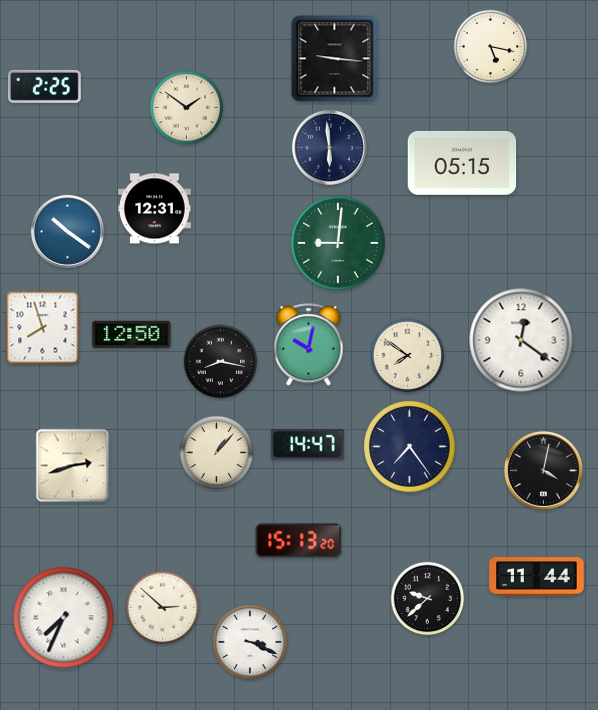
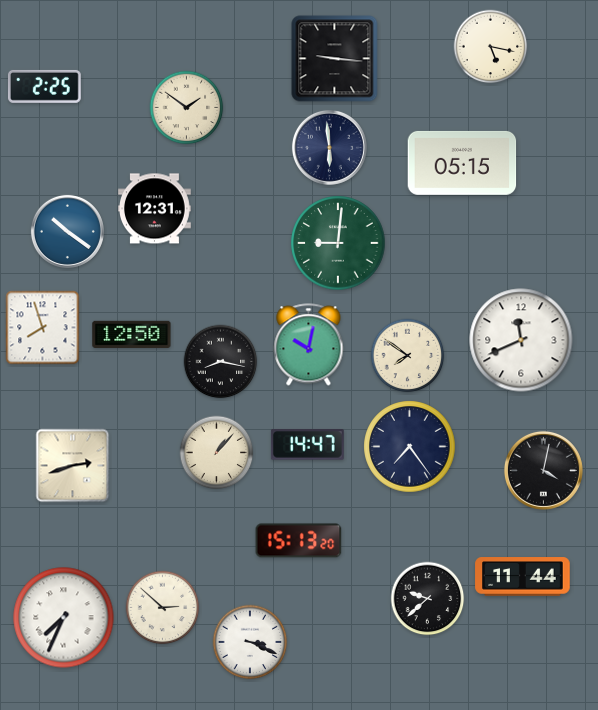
clock at (521, 340): 12:21 -> 11:41
clock at (537, 577) position: (537, 577) -> (523, 577)
